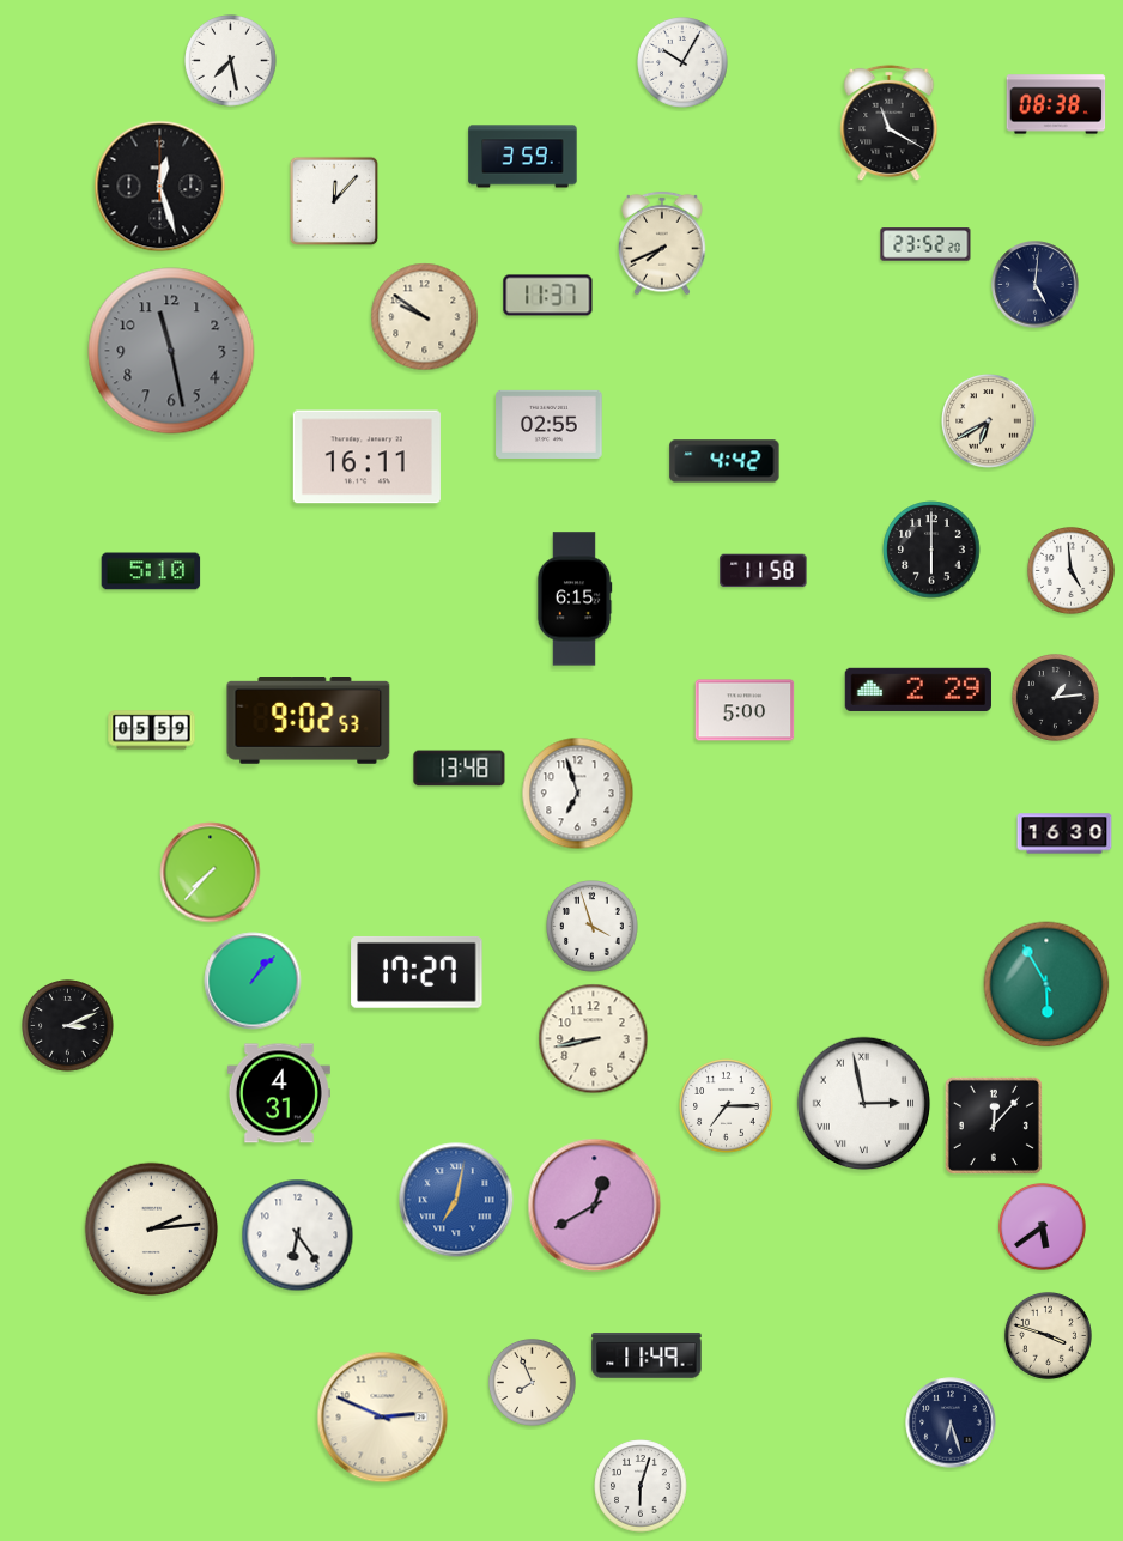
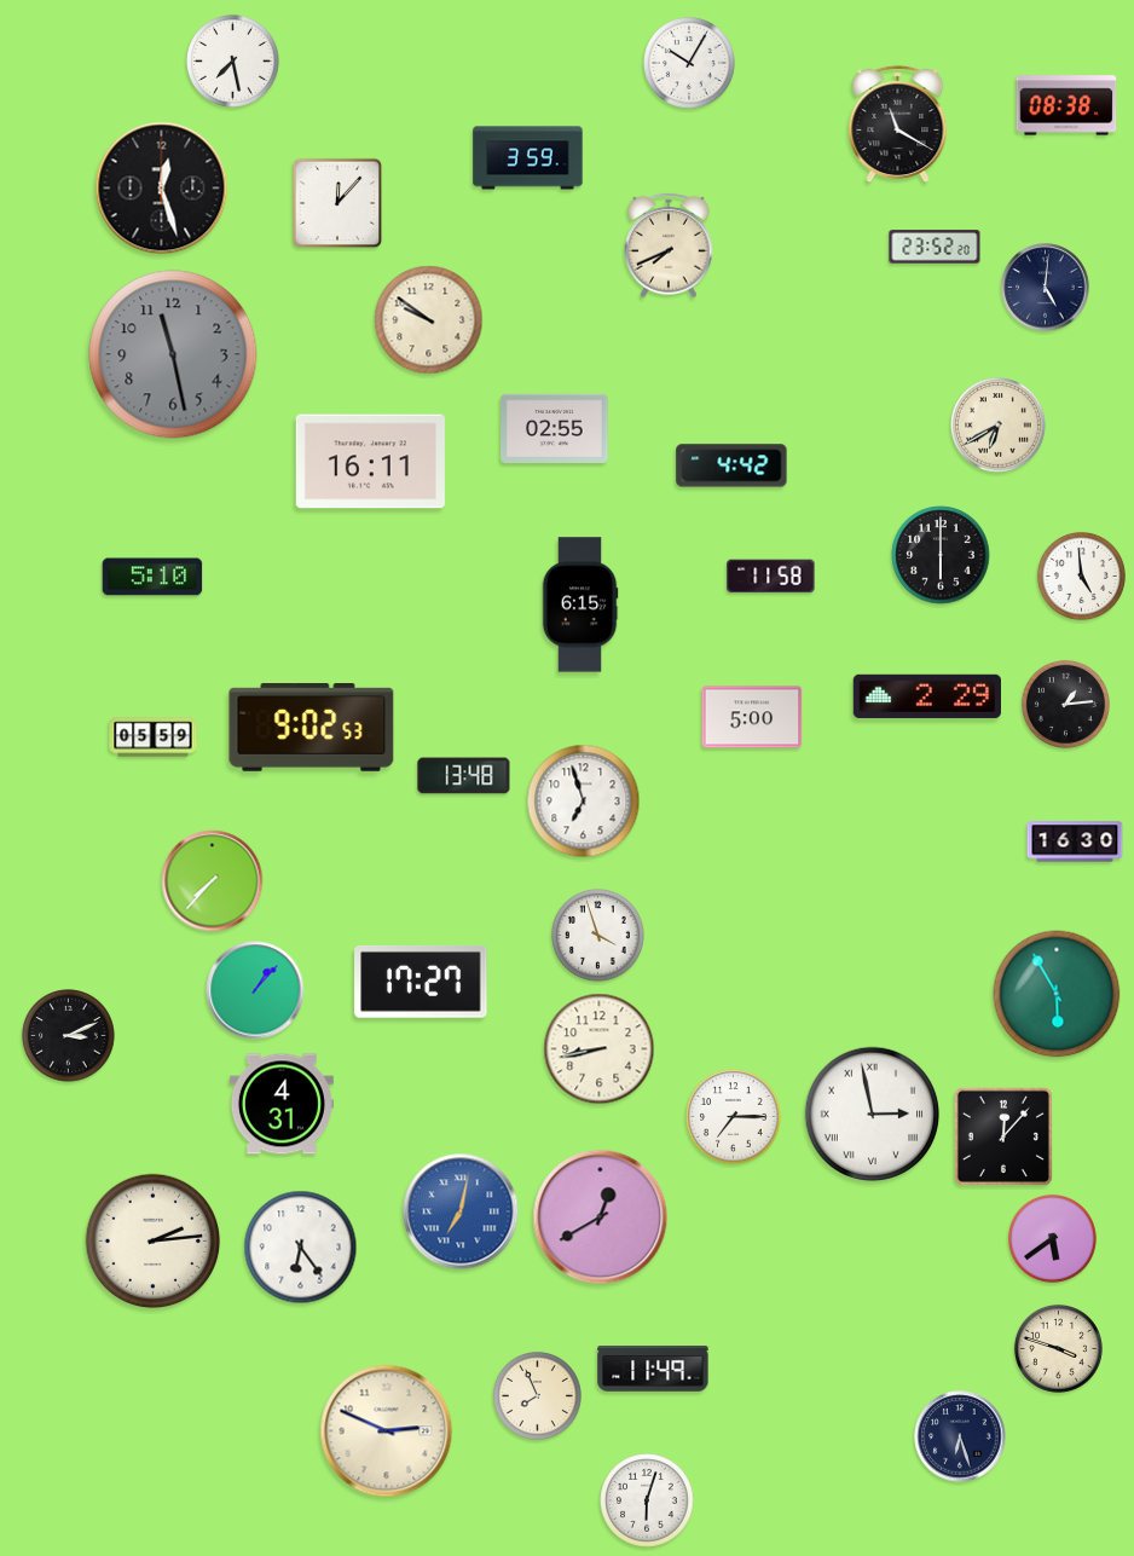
clock at (548, 296): 11:37 -> none
